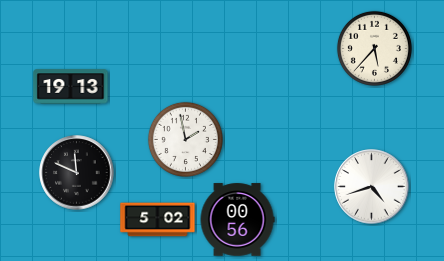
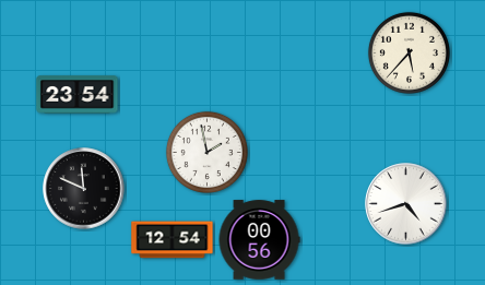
clock at (71, 87): 19:13 -> 23:54
clock at (185, 139) position: (185, 139) -> (206, 152)
clock at (158, 220): 5:02 -> 12:54
